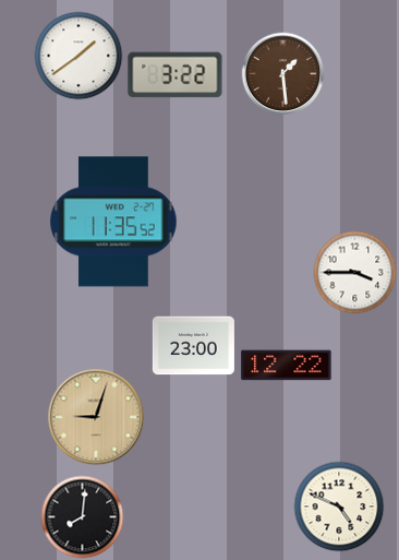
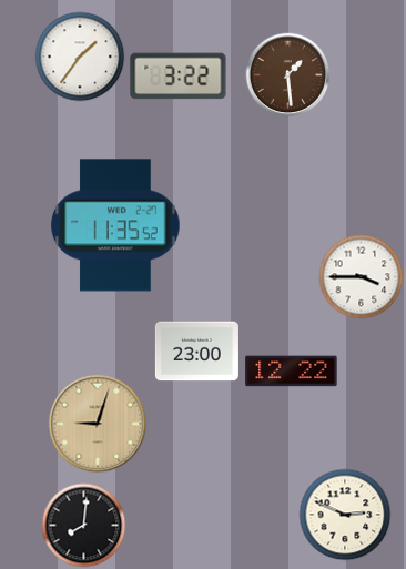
clock at (78, 56): 1:39 -> 1:36
clock at (339, 507): 4:49 -> 2:49
